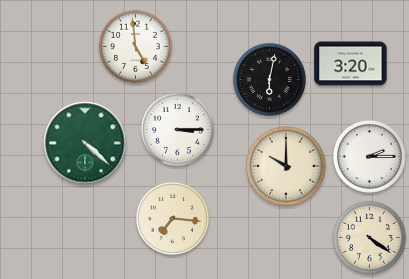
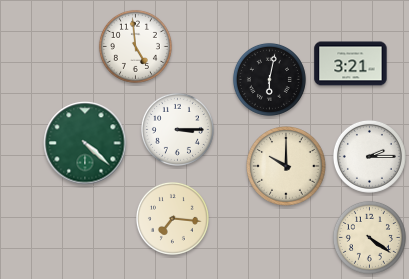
clock at (351, 64): 3:20 -> 3:21
